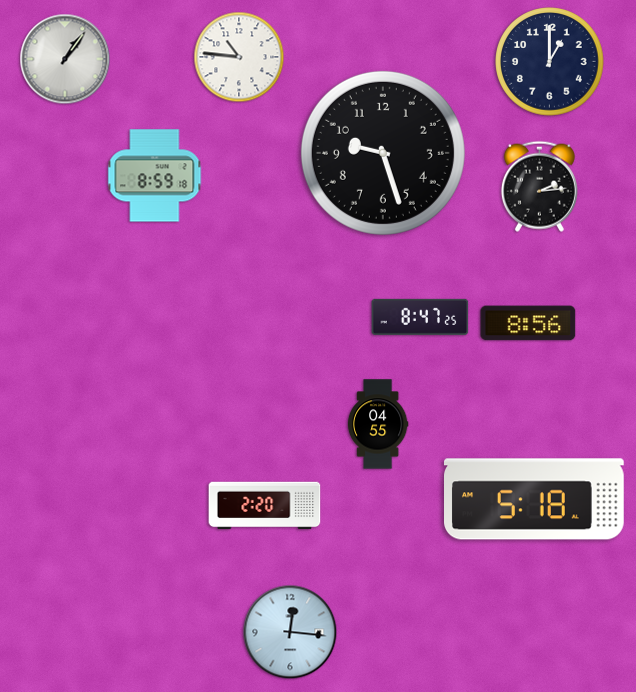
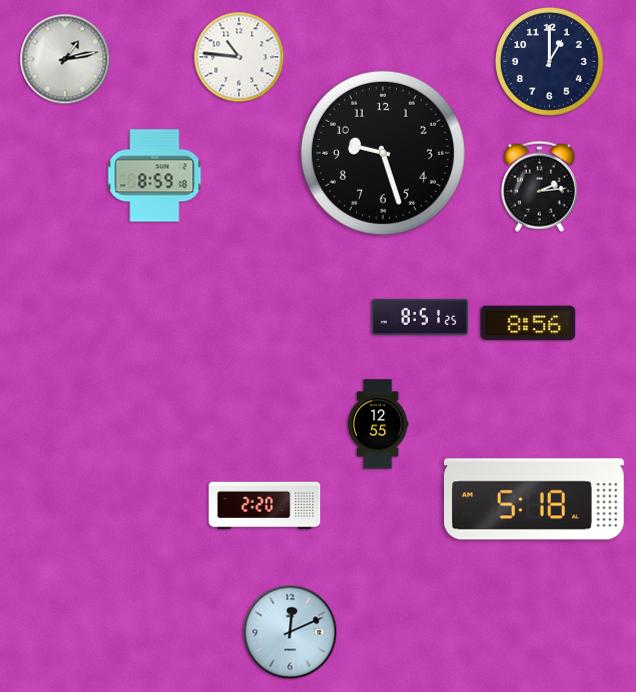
clock at (65, 59): 1:06 -> 1:13
clock at (420, 317): 8:47 -> 8:51
clock at (378, 424): 04:55 -> 12:55
clock at (290, 632): 12:16 -> 12:11
